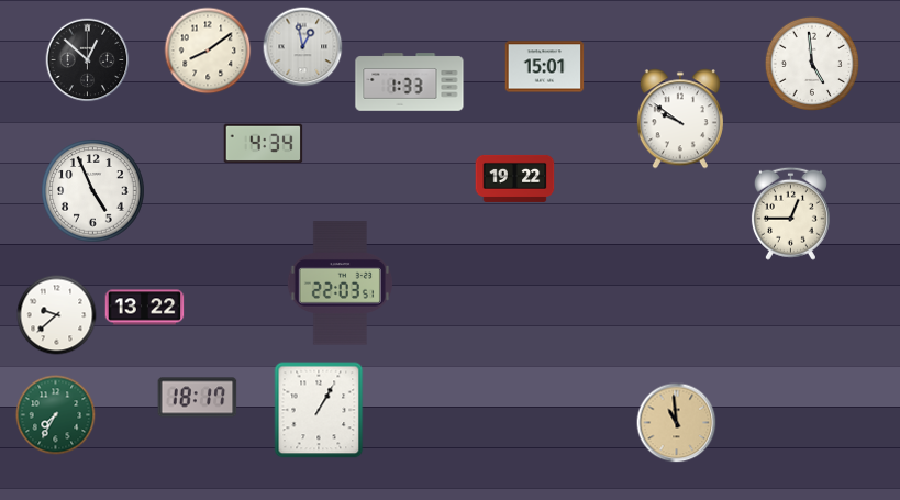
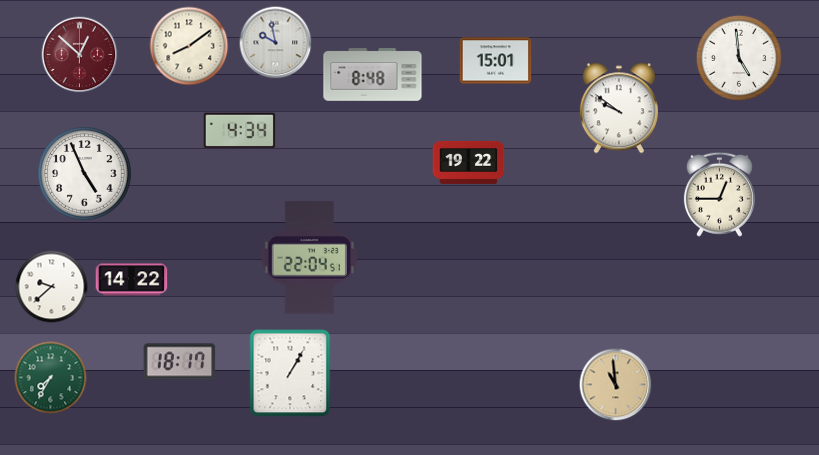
clock at (303, 47): 12:58 -> 9:58
clock at (88, 60) dial: black -> burgundy
clock at (410, 82): 1:33 -> 8:48
clock at (340, 284): 22:03 -> 22:04
clock at (145, 308): 13:22 -> 14:22
